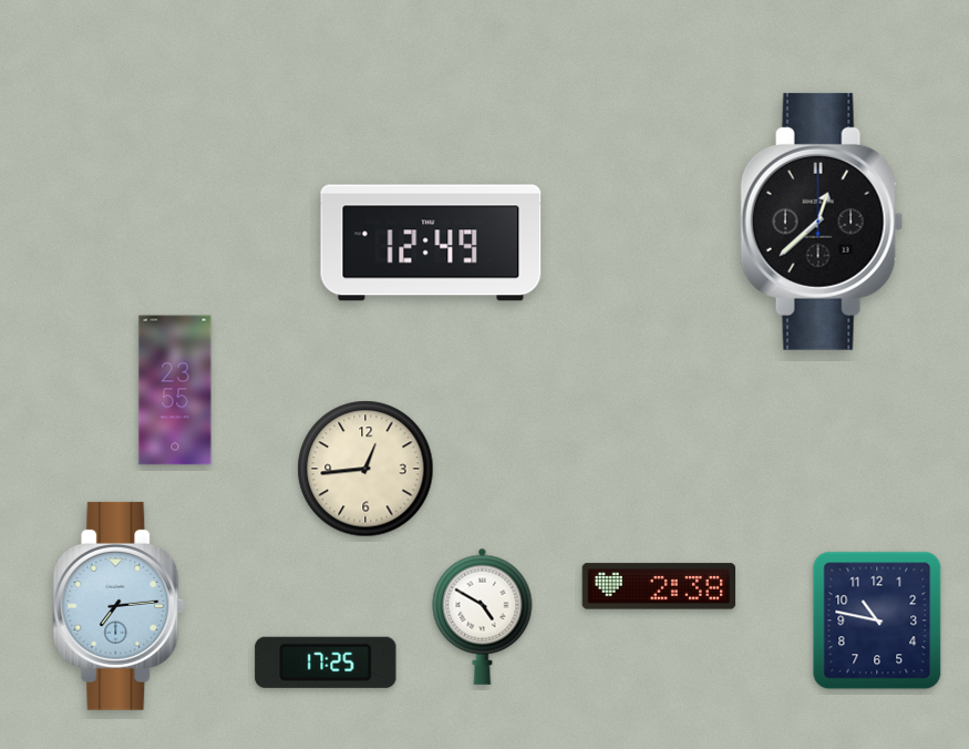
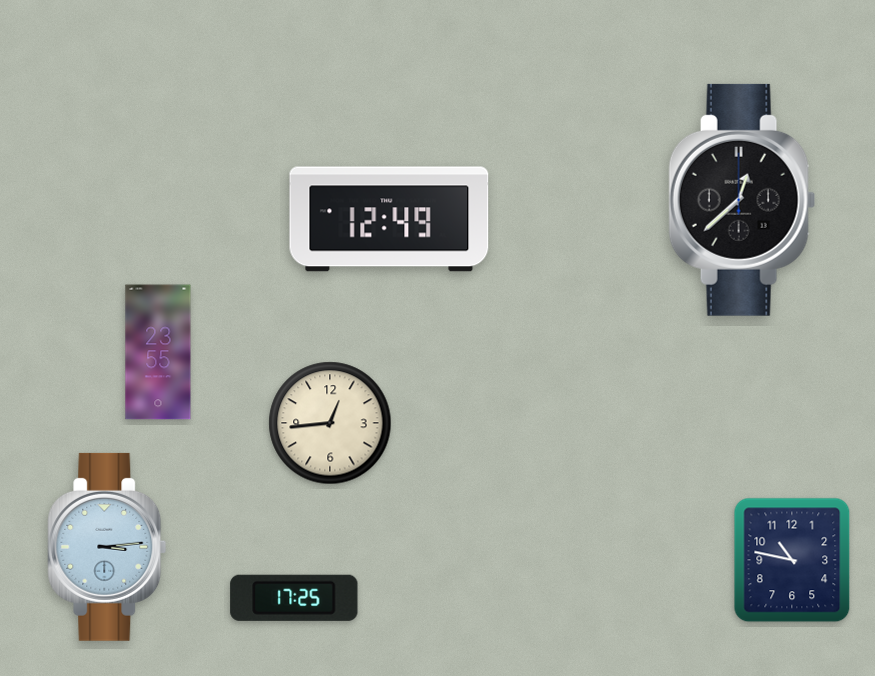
clock at (659, 586): 2:38 -> none
clock at (118, 606): 7:14 -> 3:14
clock at (483, 616): 4:50 -> none
